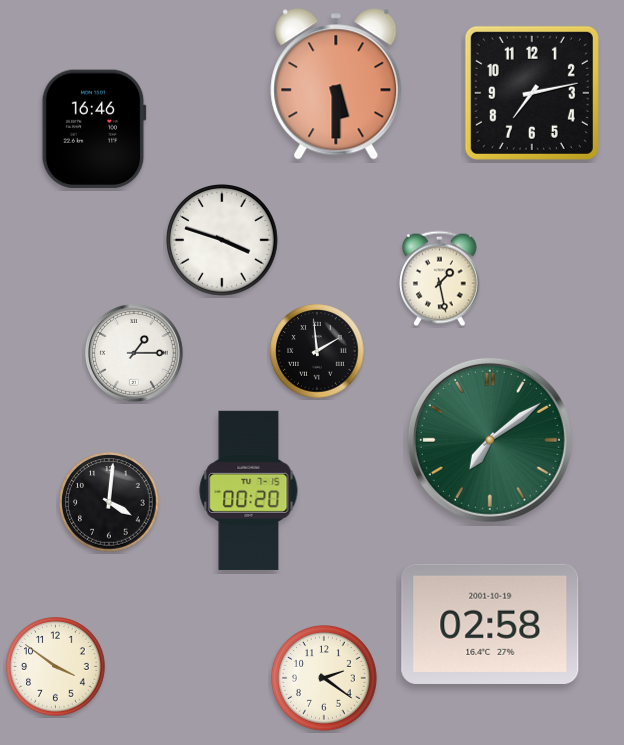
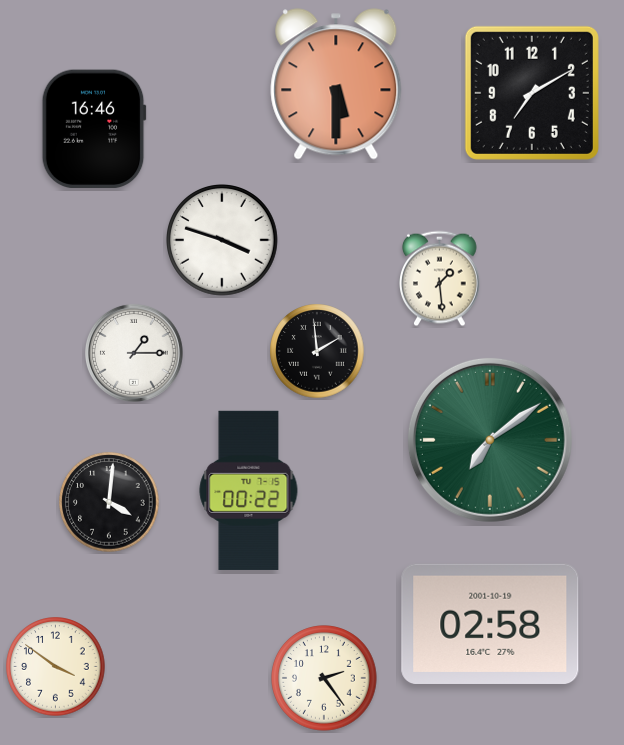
clock at (532, 93): 7:13 -> 7:10
clock at (440, 279): 1:28 -> 1:29
clock at (249, 490): 00:20 -> 00:22
clock at (324, 678): 2:21 -> 2:24
